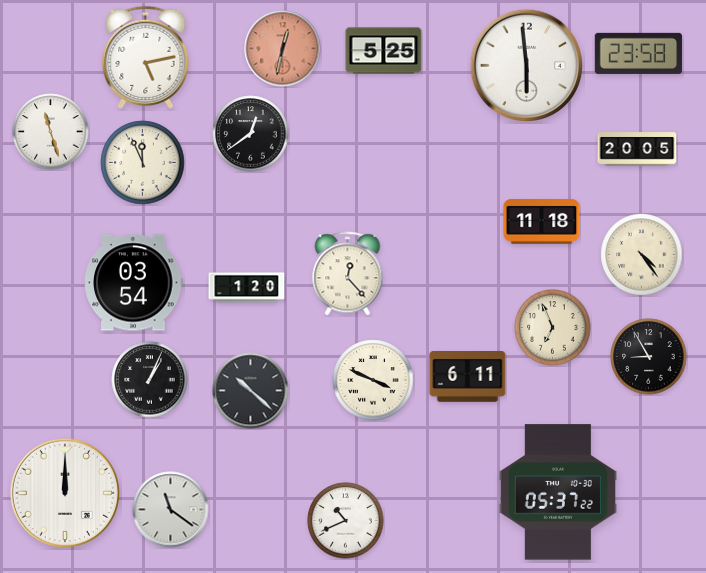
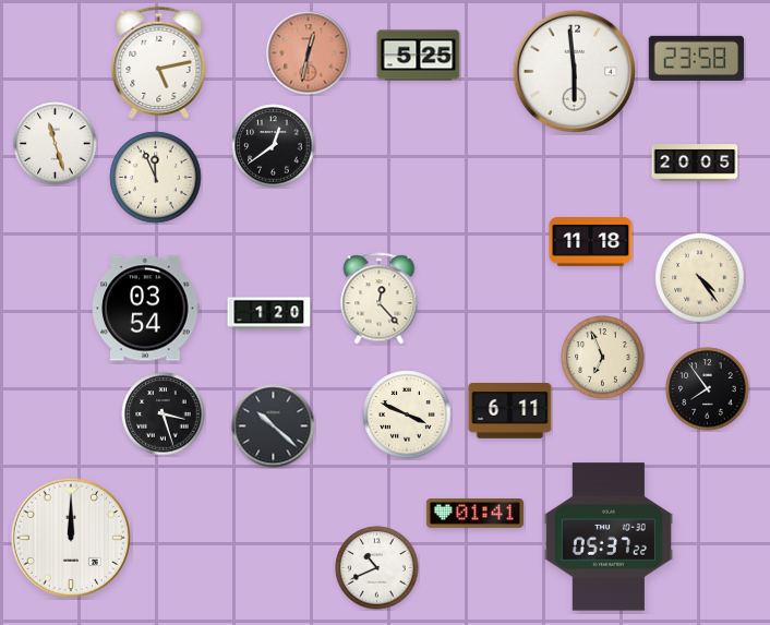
clock at (649, 357): 8:55 -> 7:54
clock at (150, 380): 1:04 -> 3:27
clock at (474, 514): none -> 01:41
clock at (171, 510): 11:21 -> none
